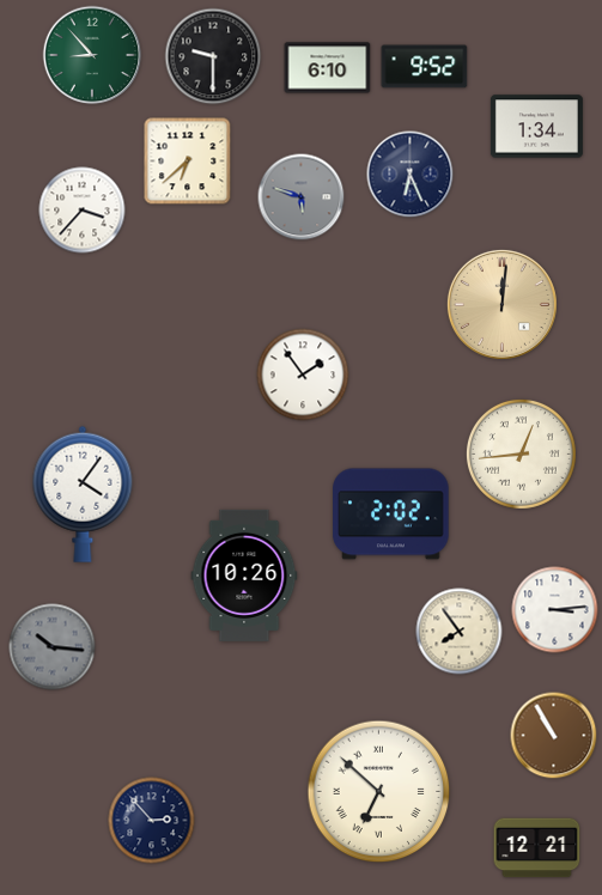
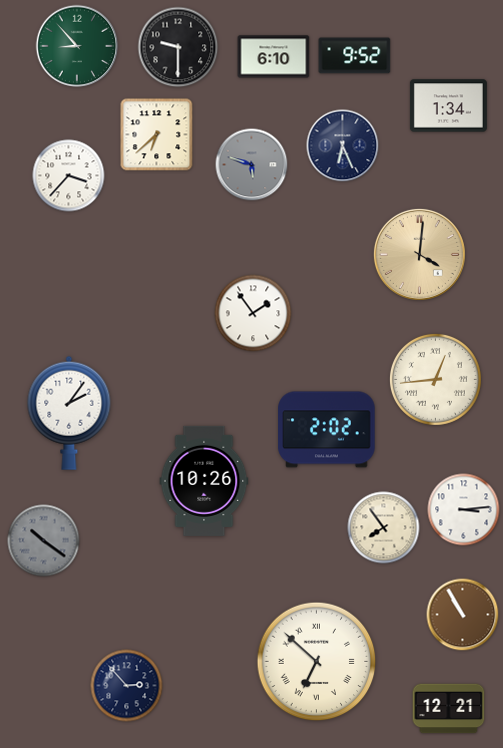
clock at (501, 304): 12:01 -> 4:01
clock at (83, 494): 4:06 -> 2:06
clock at (53, 647): 10:16 -> 10:21
